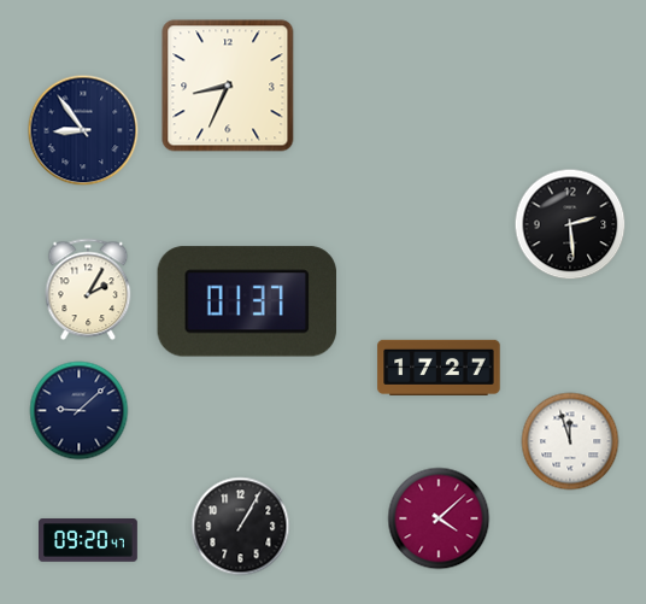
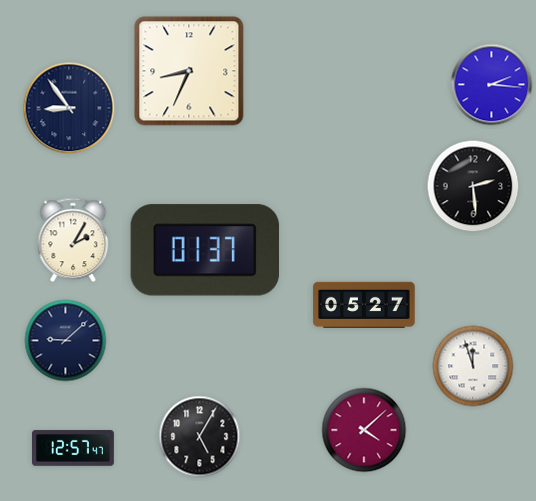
clock at (492, 85): none -> 2:16
clock at (439, 368): 17:27 -> 05:27
clock at (241, 527): 1:05 -> 5:05
clock at (89, 540): 09:20 -> 12:57
